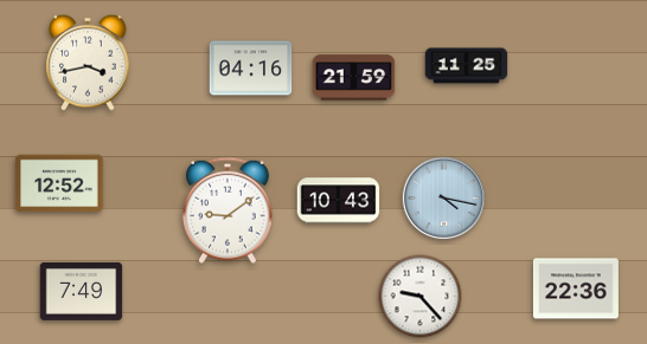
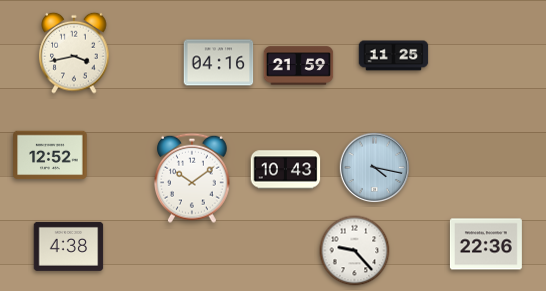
clock at (251, 69) position: (251, 69) -> (219, 63)
clock at (229, 210): 9:09 -> 10:09
clock at (82, 291): 7:49 -> 4:38
